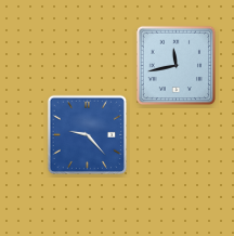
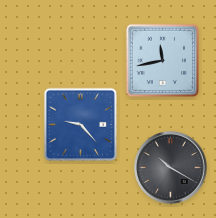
clock at (171, 168): none -> 10:20
